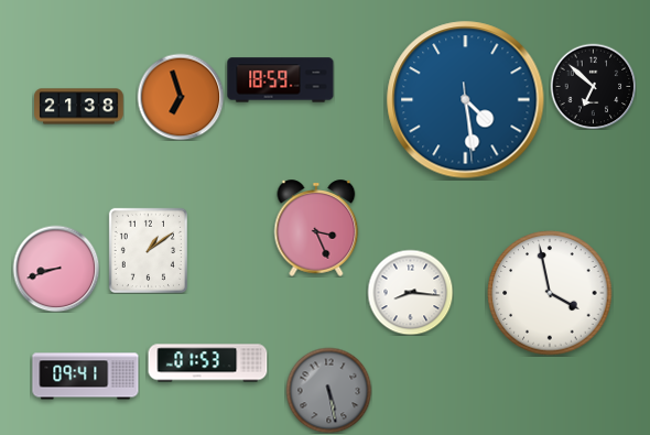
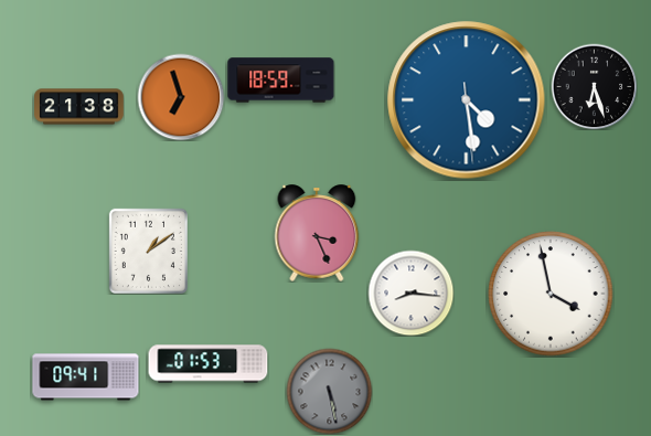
clock at (593, 86): 6:52 -> 6:27
clock at (316, 228) position: (316, 228) -> (317, 233)
clock at (56, 269): 8:42 -> none
